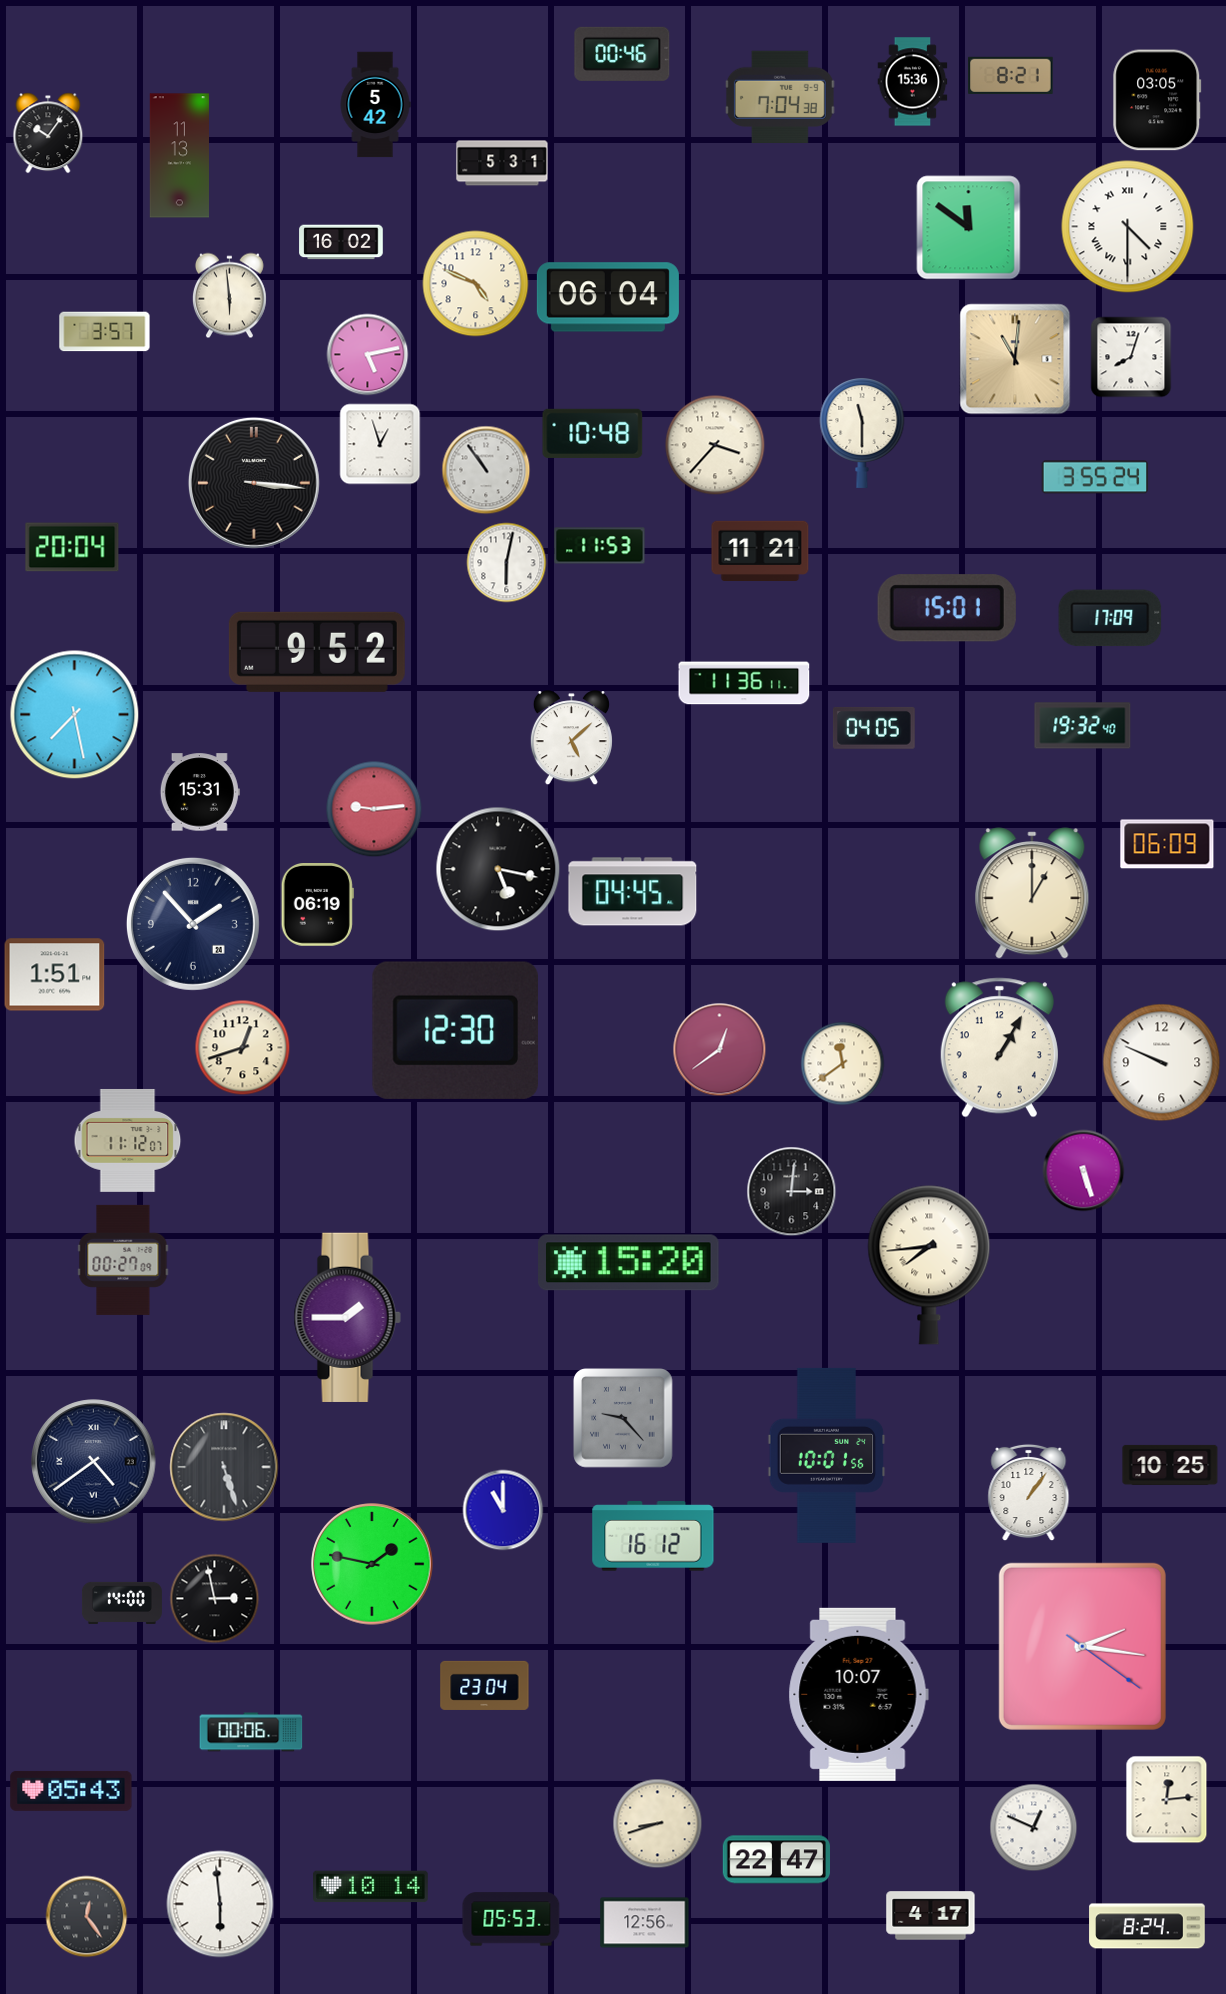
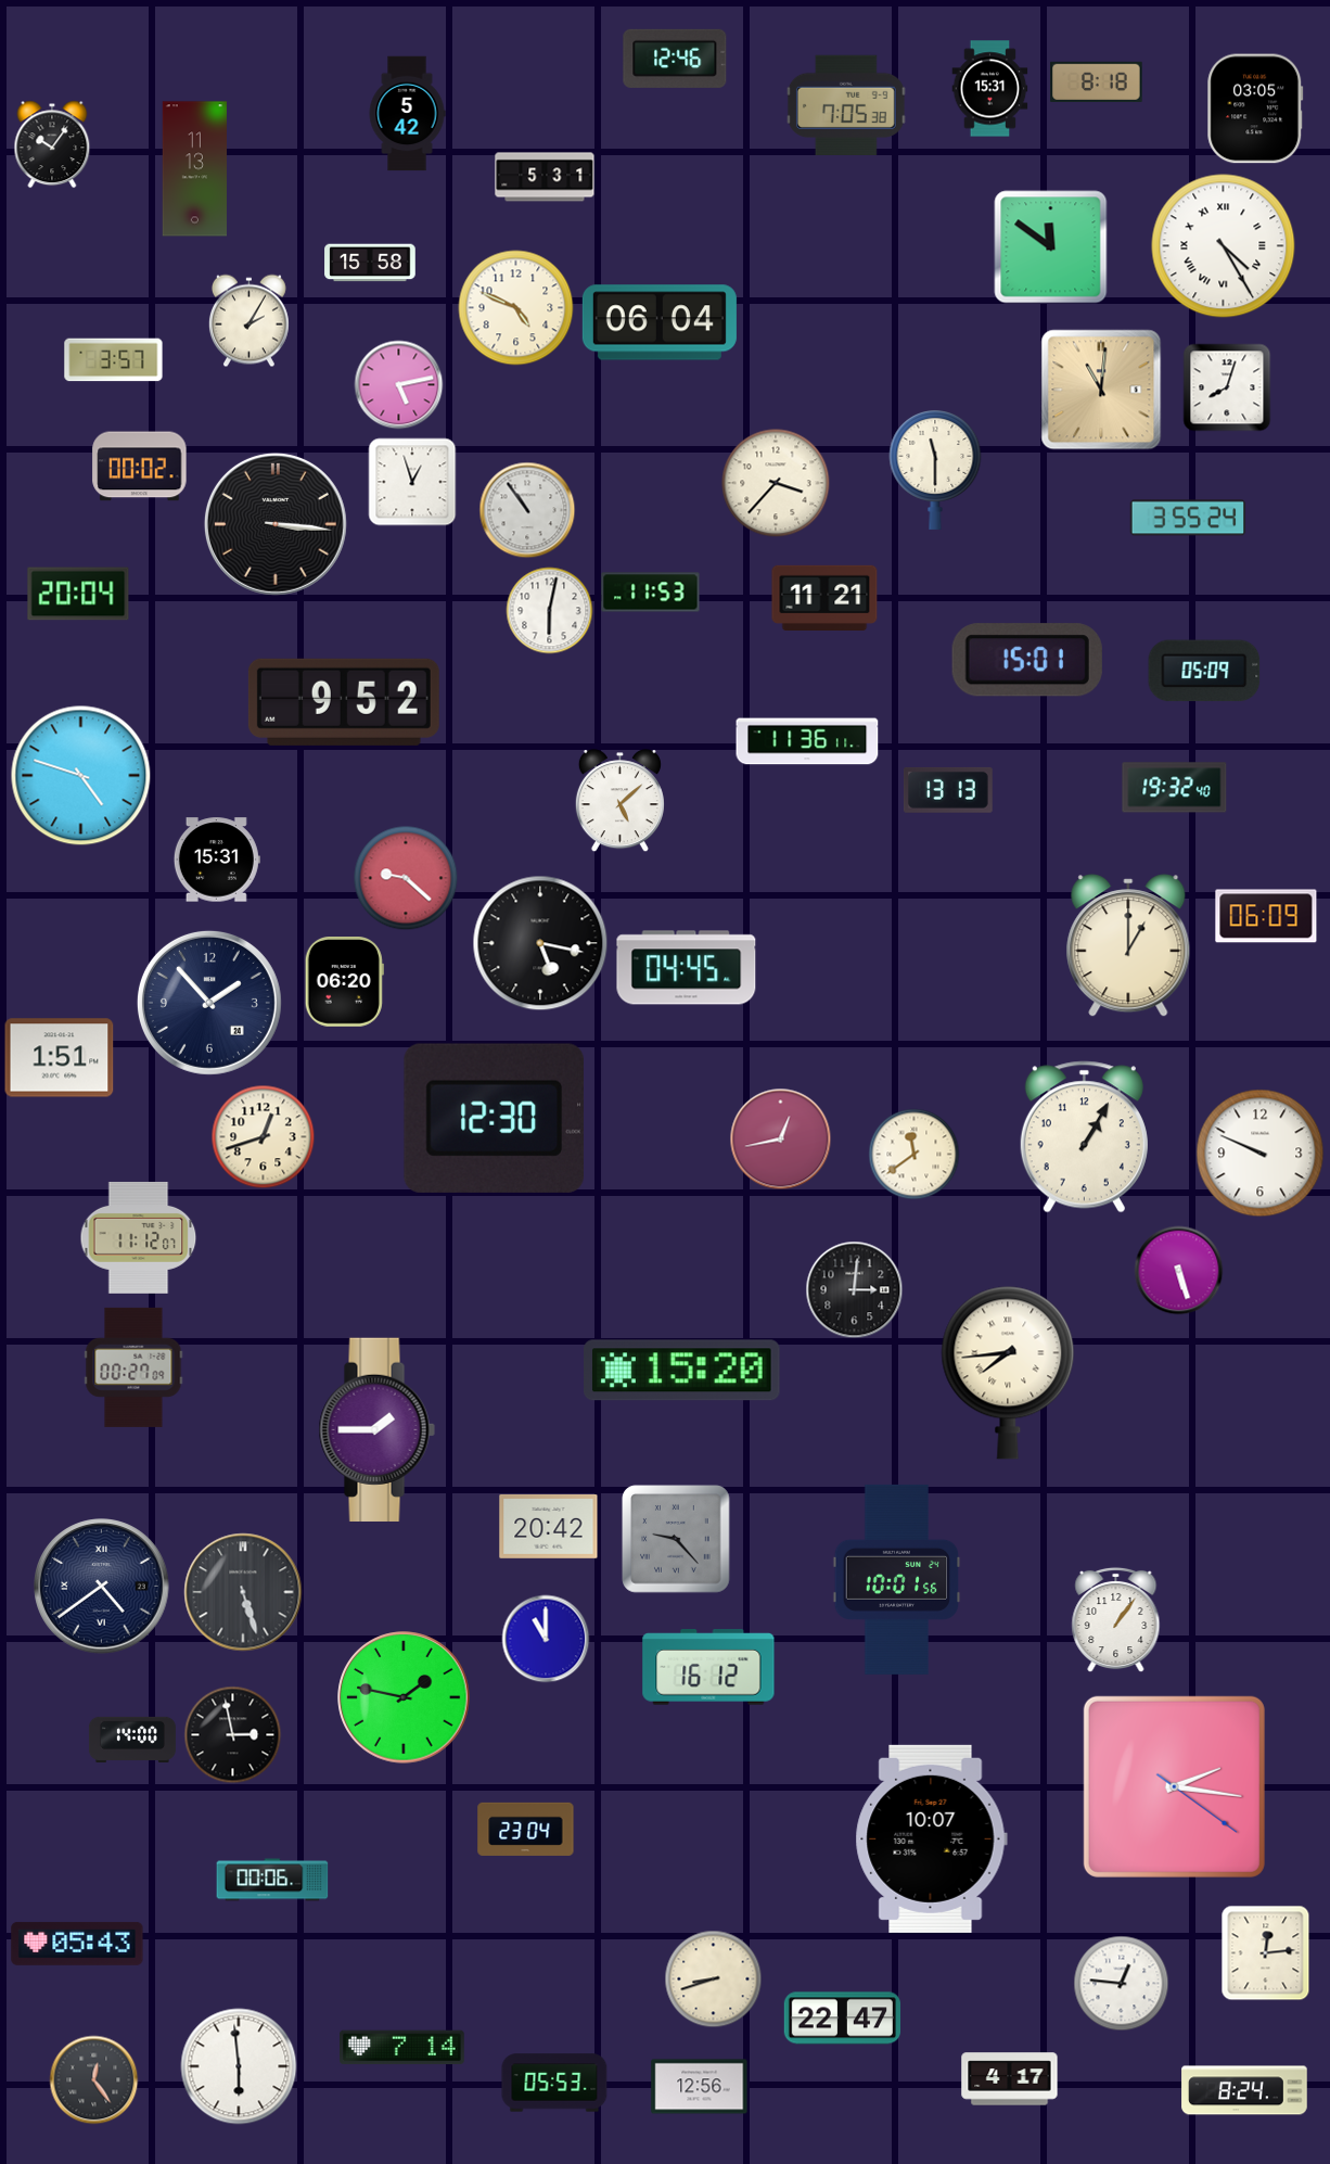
clock at (622, 54): 00:46 -> 12:46
clock at (1011, 75): 8:21 -> 8:18
clock at (913, 82): 15:36 -> 15:31
clock at (780, 96): 7:04 -> 7:05
clock at (1128, 227): 4:30 -> 4:25
clock at (341, 242): 16:02 -> 15:58
clock at (229, 296): 5:59 -> 2:05
clock at (140, 467): none -> 00:02
clock at (593, 433): 10:48 -> none
clock at (1110, 618): 17:09 -> 05:09
clock at (317, 652) position: (317, 652) -> (344, 702)
clock at (75, 715): 7:28 -> 4:48
clock at (874, 728): 04:05 -> 13:13
clock at (374, 809): 9:14 -> 9:22
clock at (1032, 893) position: (1032, 893) -> (1128, 945)
clock at (317, 905): 06:19 -> 06:20
clock at (720, 1050): 12:39 -> 12:43
clock at (1084, 1171) position: (1084, 1171) -> (1179, 1271)
clock at (792, 1192) position: (792, 1192) -> (855, 1290)
clock at (549, 1526): none -> 20:42
clock at (1170, 1465): 10:25 -> none
clock at (1034, 1828): 12:49 -> 12:46
clock at (371, 1887): 10:14 -> 7:14
